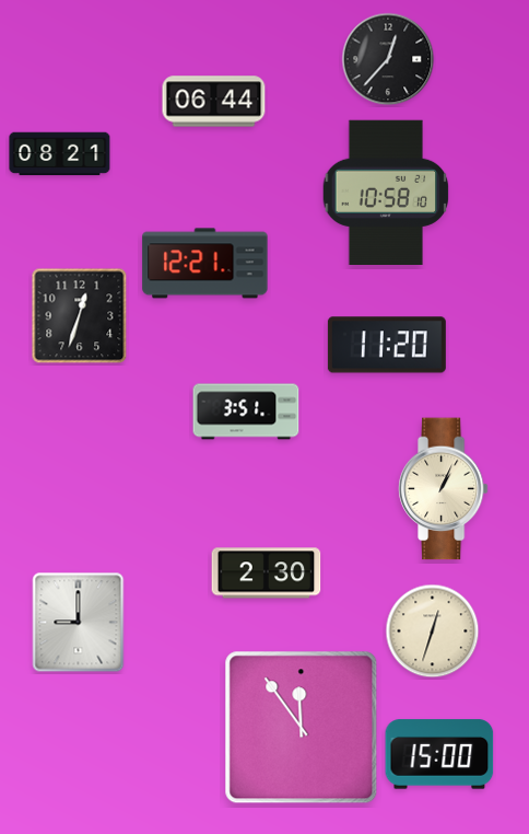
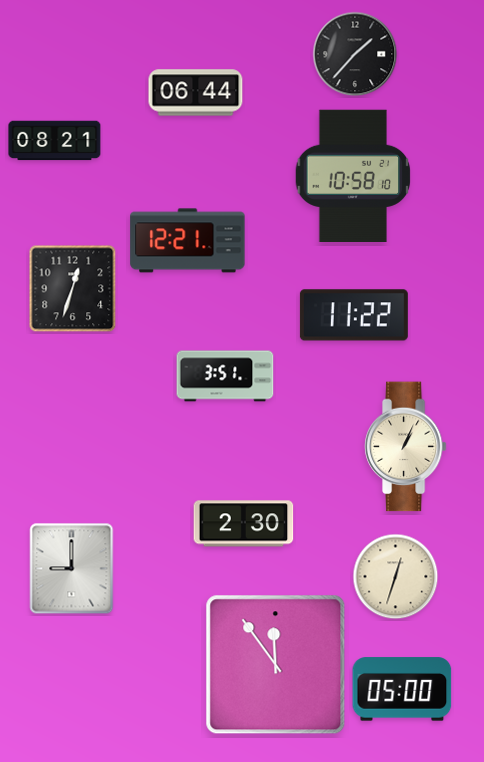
clock at (388, 59): 12:37 -> 1:37
clock at (387, 345): 11:20 -> 11:22
clock at (439, 754): 15:00 -> 05:00
